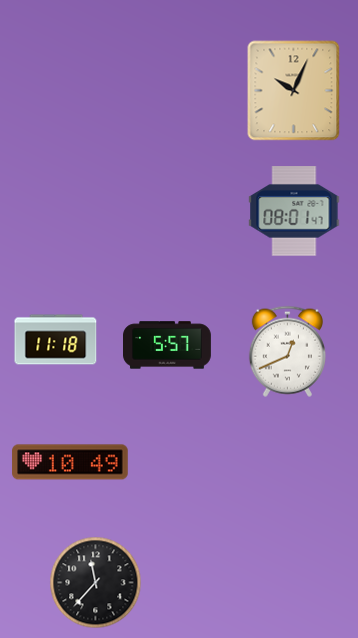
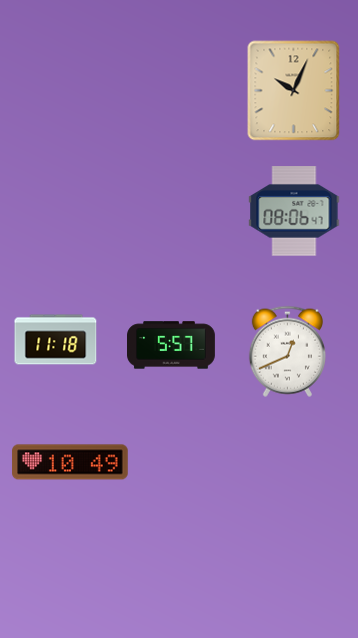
clock at (294, 211): 08:01 -> 08:06
clock at (168, 345) position: (168, 345) -> (172, 345)
clock at (96, 583): 11:37 -> none
